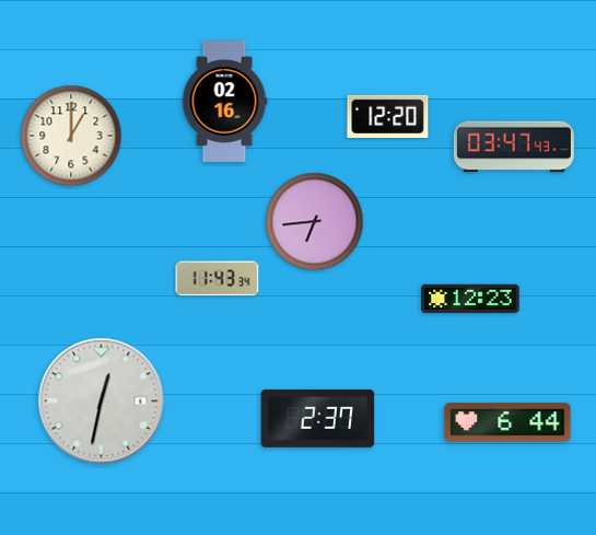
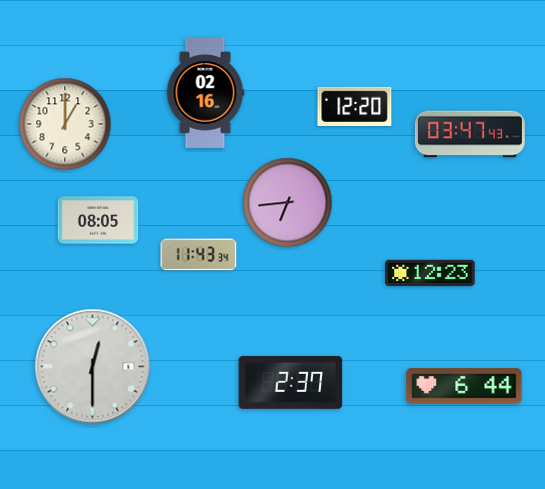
clock at (98, 220): none -> 08:05
clock at (102, 402): 12:32 -> 12:30
